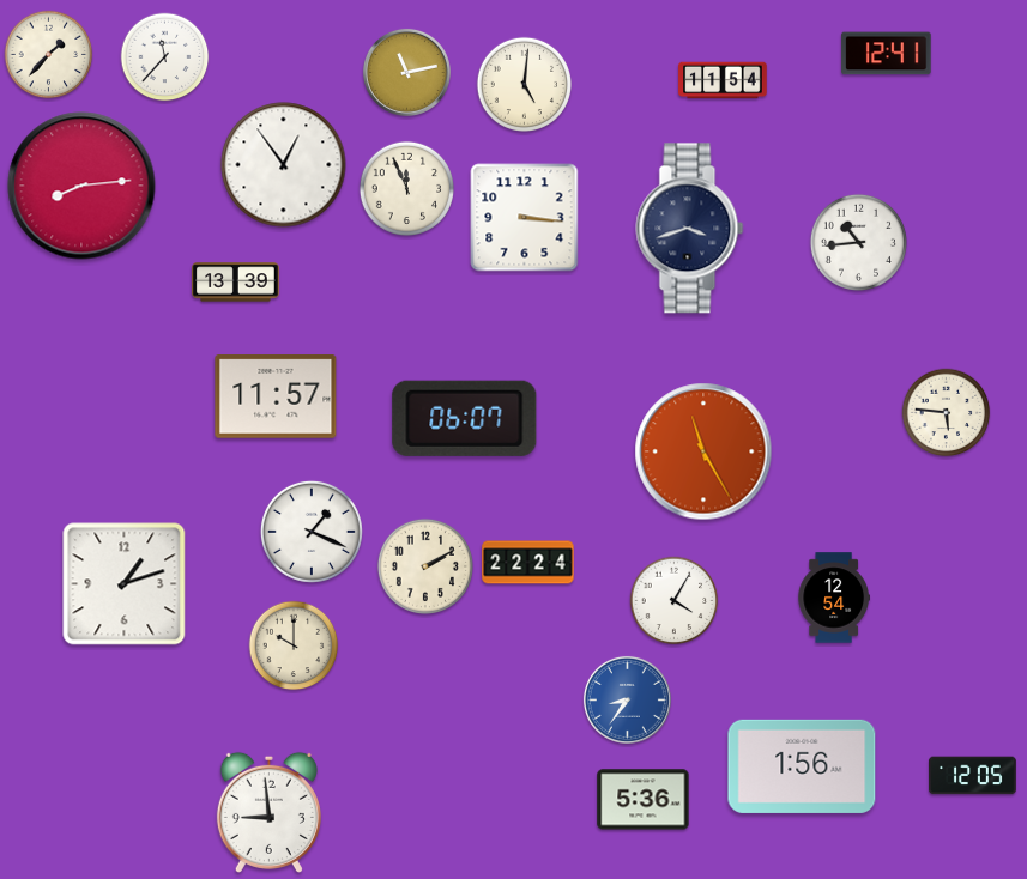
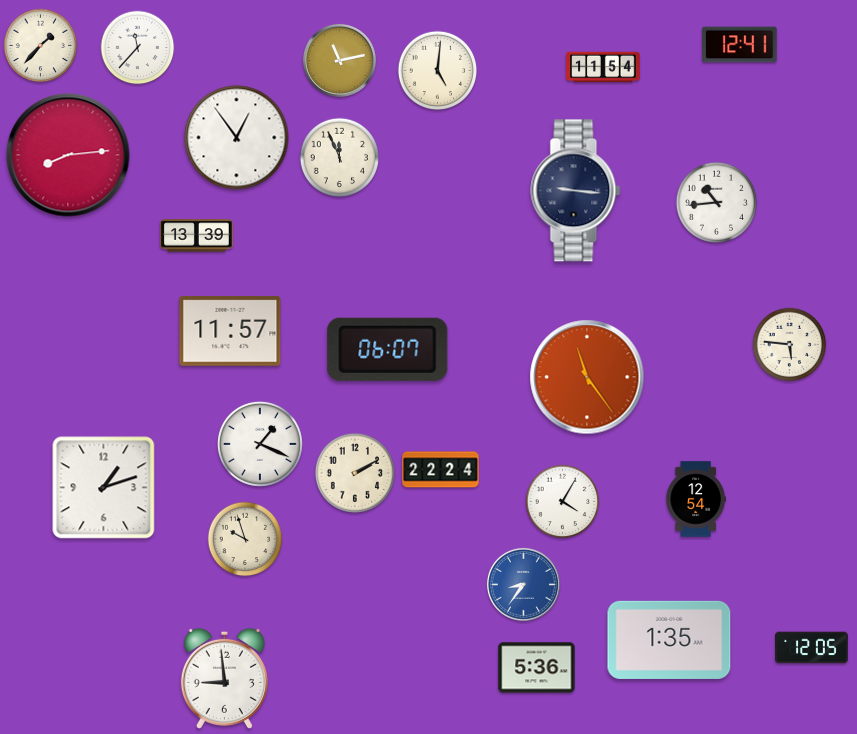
clock at (525, 218): 3:16 -> none
clock at (690, 229): 3:42 -> 9:16
clock at (703, 451): 11:25 -> 11:24
clock at (294, 645): 10:00 -> 9:57
clock at (802, 766): 1:56 -> 1:35
